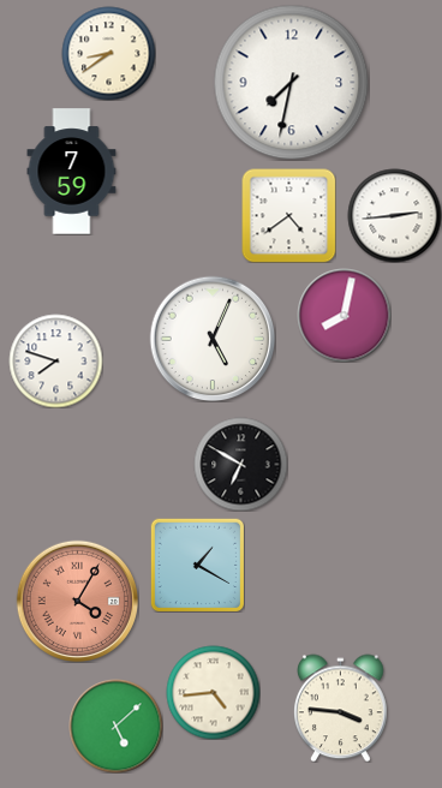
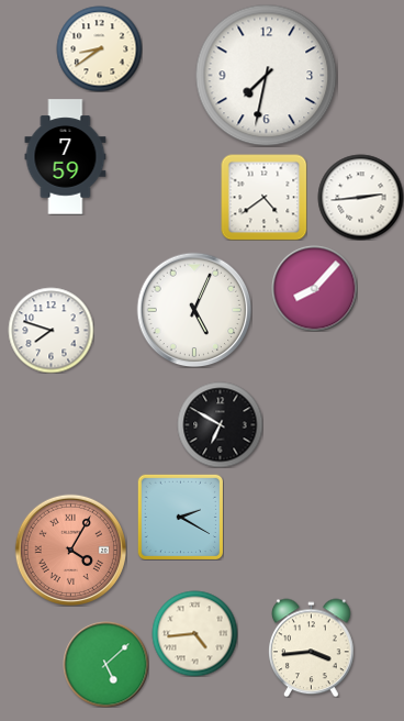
clock at (344, 315): 8:02 -> 8:07
clock at (197, 565): 1:20 -> 2:20
clock at (341, 708): 3:46 -> 3:44
